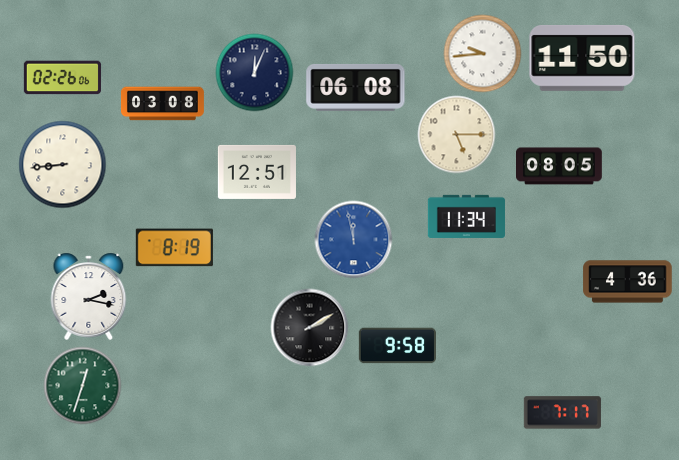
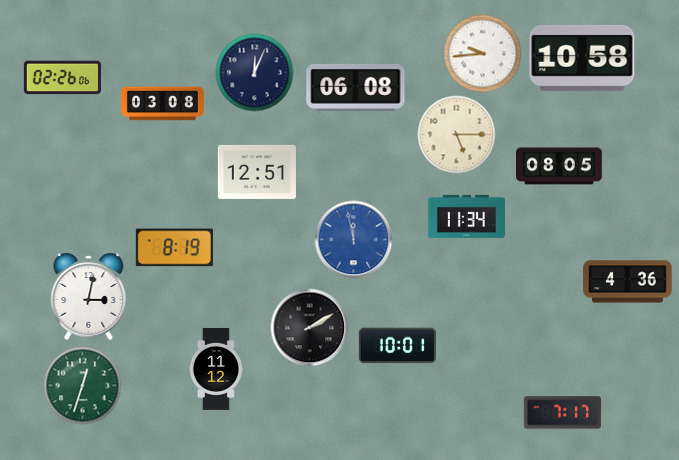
clock at (582, 58): 11:50 -> 10:58
clock at (62, 164): 8:44 -> none
clock at (89, 296): 2:17 -> 3:02
clock at (397, 346): 9:58 -> 10:01
clock at (216, 369): none -> 11:12
